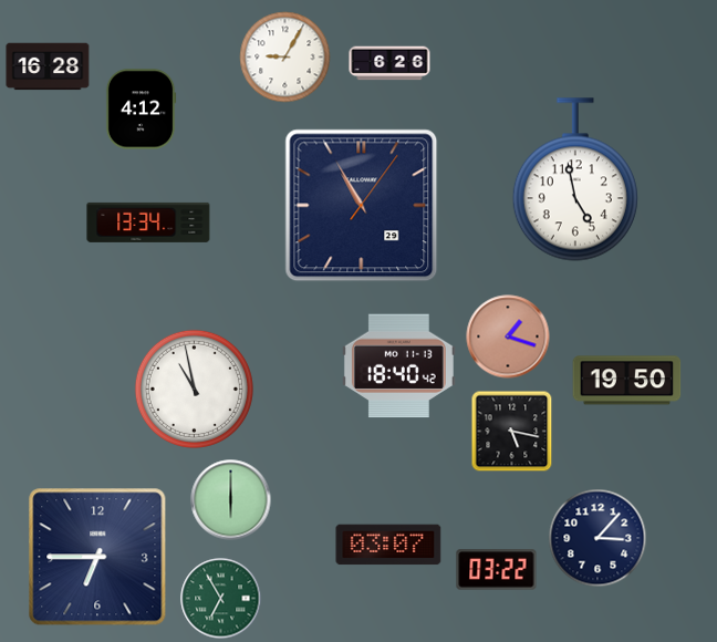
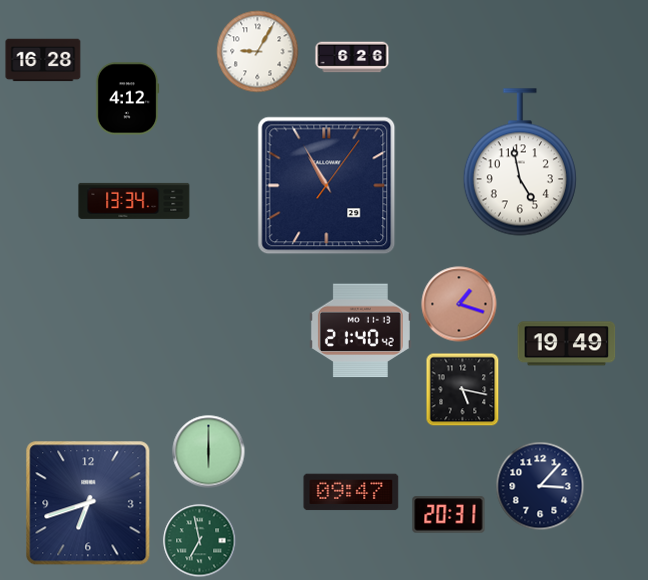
clock at (398, 366): 18:40 -> 21:40
clock at (627, 381): 19:50 -> 19:49
clock at (194, 389): 10:58 -> none
clock at (388, 545): 03:07 -> 09:47
clock at (97, 557): 6:45 -> 6:42
clock at (497, 570): 03:22 -> 20:31
clock at (221, 599): 6:55 -> 6:58
